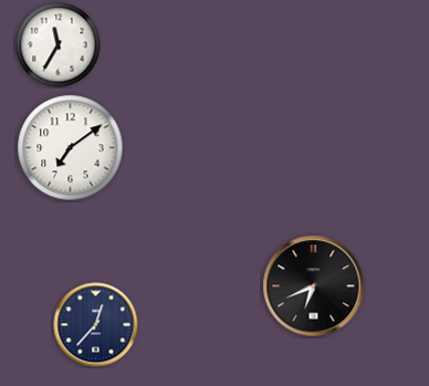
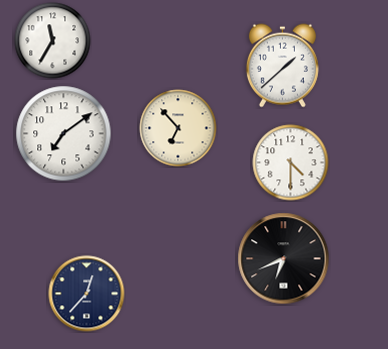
clock at (282, 66): none -> 1:38
clock at (178, 128): none -> 6:53
clock at (291, 163): none -> 4:30
